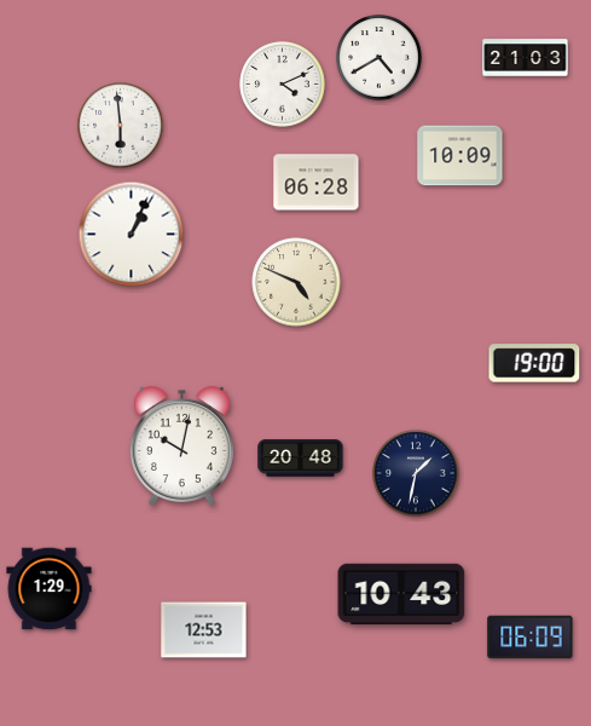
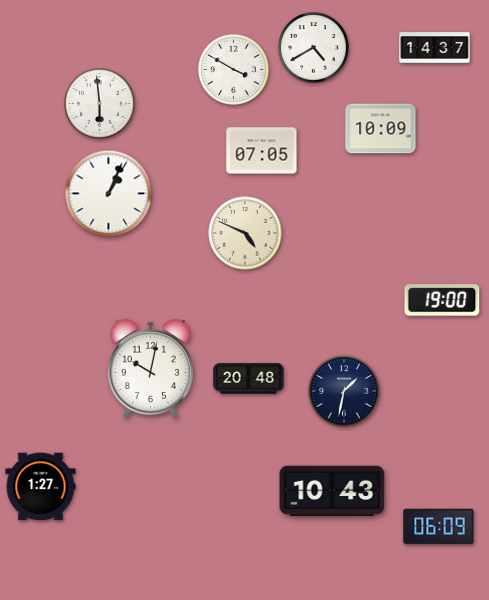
clock at (526, 58): 21:03 -> 14:37
clock at (283, 85): 4:11 -> 3:50
clock at (317, 183): 06:28 -> 07:05
clock at (50, 589): 1:29 -> 1:27
clock at (204, 630): 12:53 -> none
